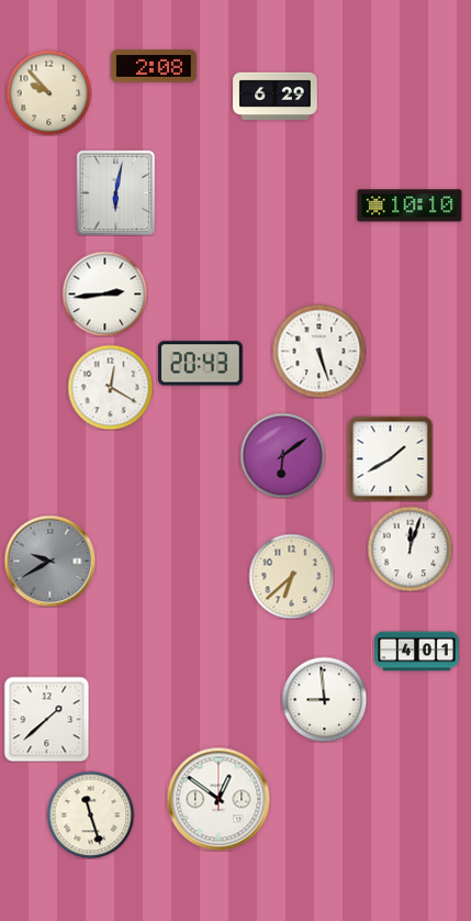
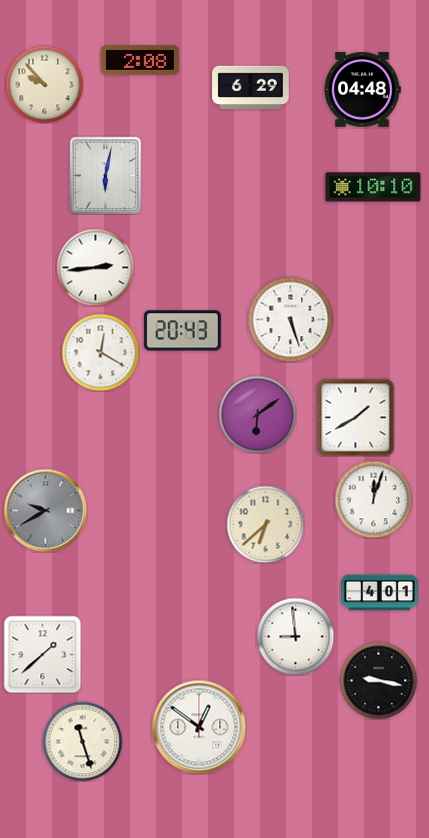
clock at (362, 90): none -> 04:48
clock at (378, 680): none -> 9:17
